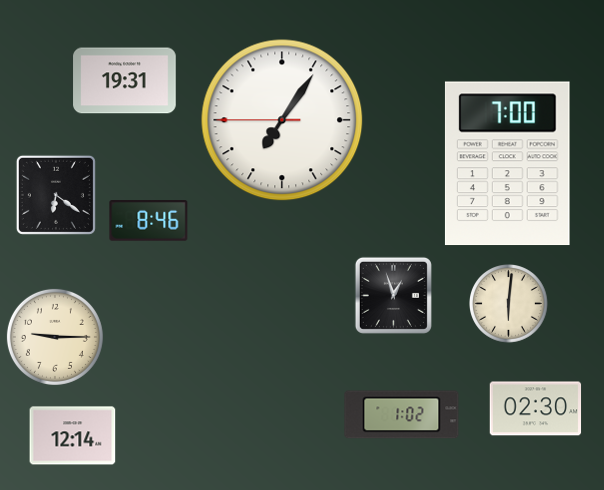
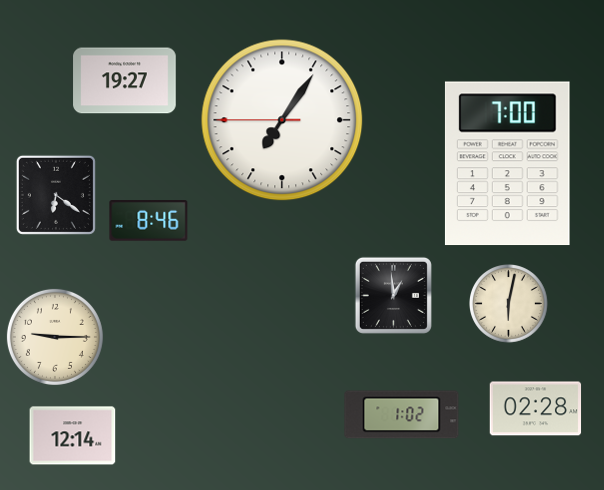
clock at (125, 81): 19:31 -> 19:27
clock at (393, 295): 12:57 -> 12:59
clock at (509, 304): 6:01 -> 6:02
clock at (536, 409): 02:30 -> 02:28
